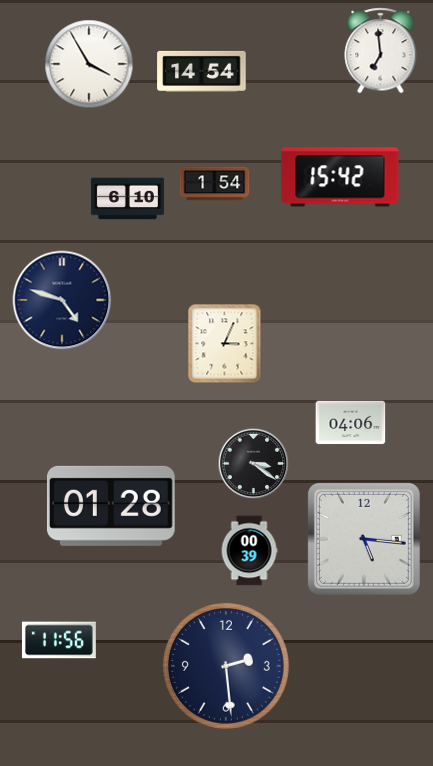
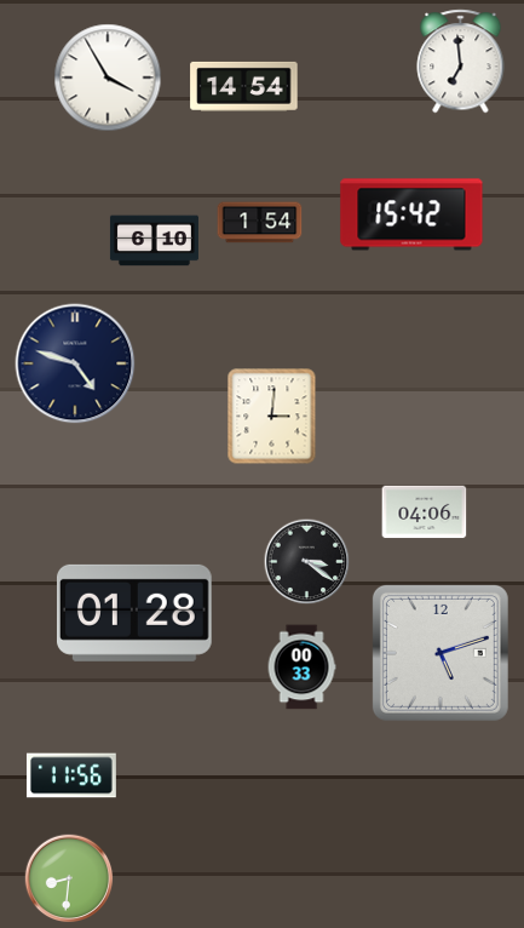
clock at (225, 344): 3:04 -> 3:01
clock at (364, 539): 5:16 -> 5:12
clock at (249, 551): 00:39 -> 00:33
clock at (226, 666): 2:29 -> none
clock at (69, 878): none -> 8:31
